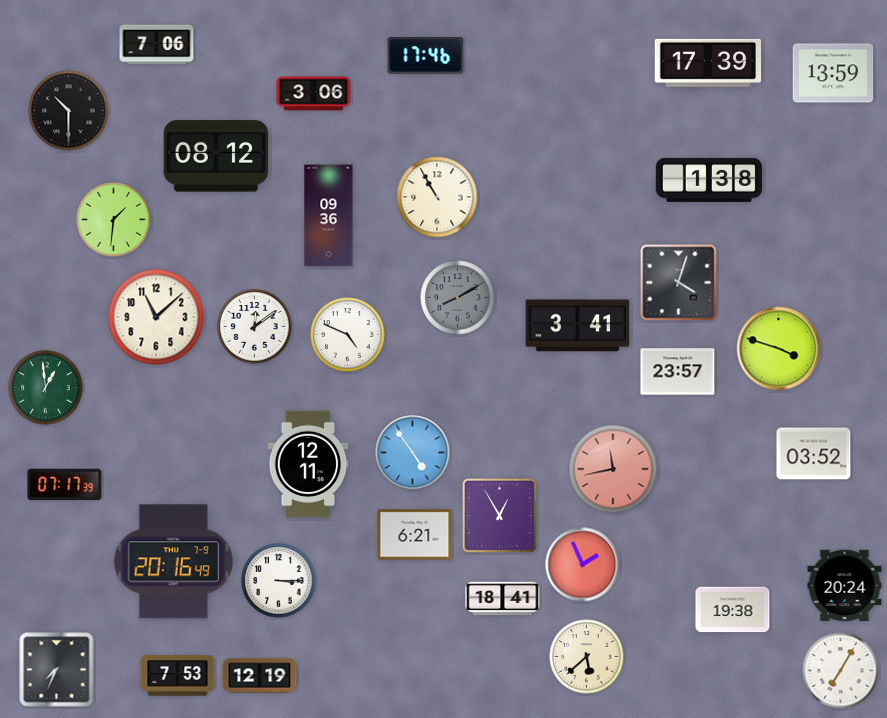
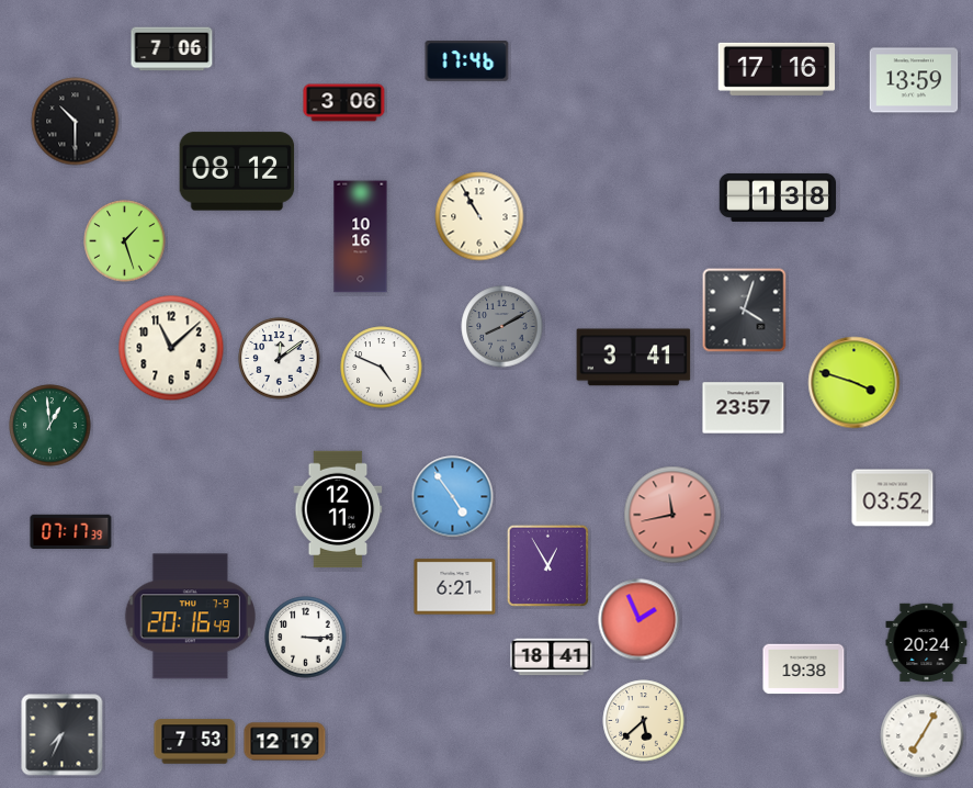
clock at (707, 63): 17:39 -> 17:16
clock at (329, 216): 09:36 -> 10:16
clock at (114, 220): 1:31 -> 1:27
